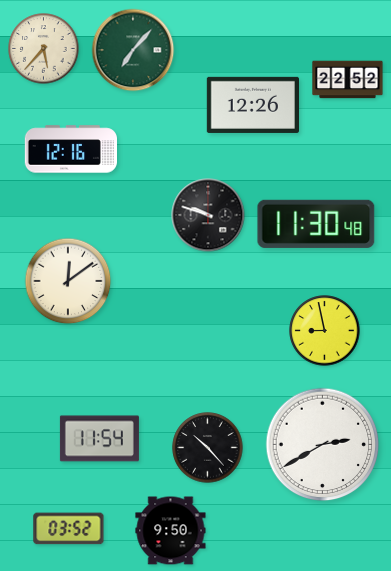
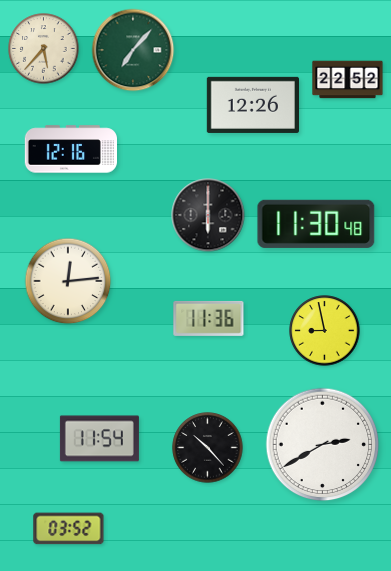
clock at (208, 215): 9:48 -> 6:00
clock at (68, 281): 12:09 -> 12:14
clock at (209, 318): none -> 11:36
clock at (171, 531): 9:50 -> none
